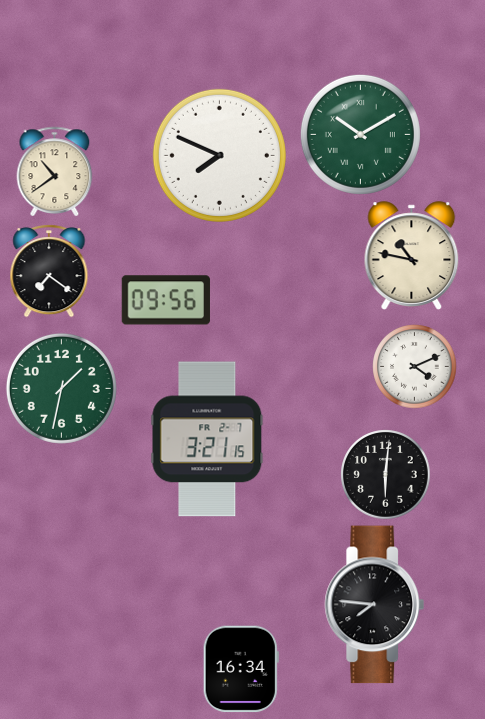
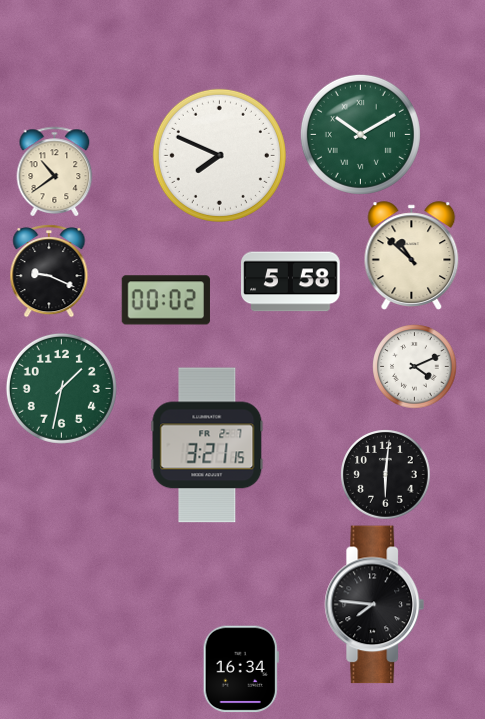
clock at (412, 256): 10:47 -> 10:52
clock at (49, 272): 7:21 -> 9:19
clock at (291, 282): none -> 5:58
clock at (166, 300): 09:56 -> 00:02
clock at (207, 439) position: (207, 439) -> (207, 445)
